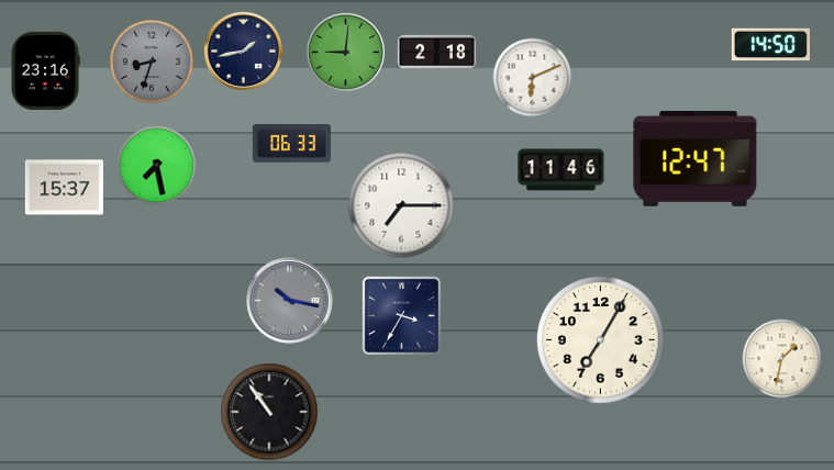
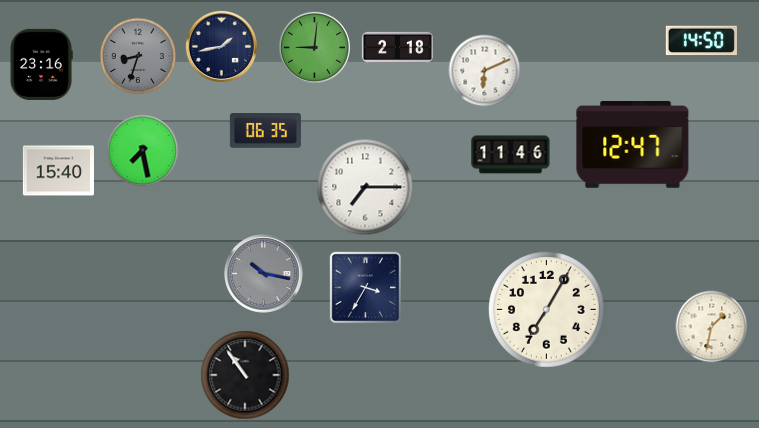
clock at (291, 144): 06:33 -> 06:35
clock at (64, 188): 15:37 -> 15:40
